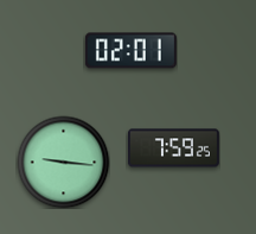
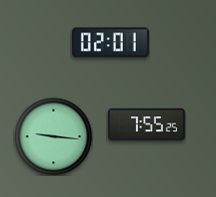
clock at (173, 148): 7:59 -> 7:55
